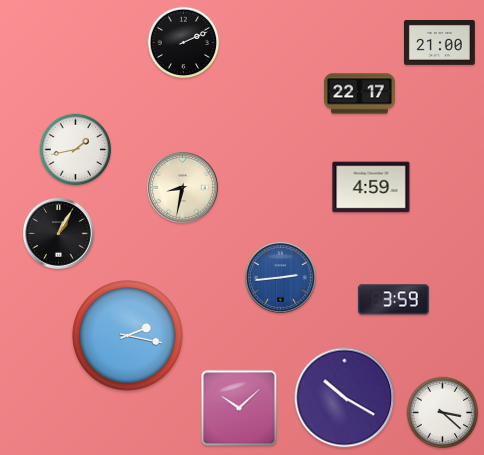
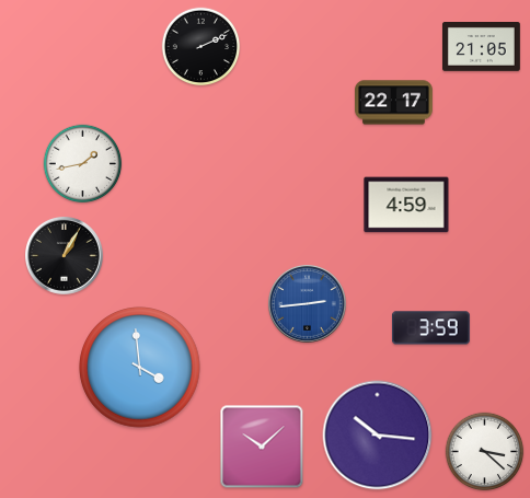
clock at (440, 43): 21:00 -> 21:05
clock at (183, 188): 8:32 -> none
clock at (128, 336): 2:17 -> 3:59
clock at (345, 398): 10:20 -> 10:16
